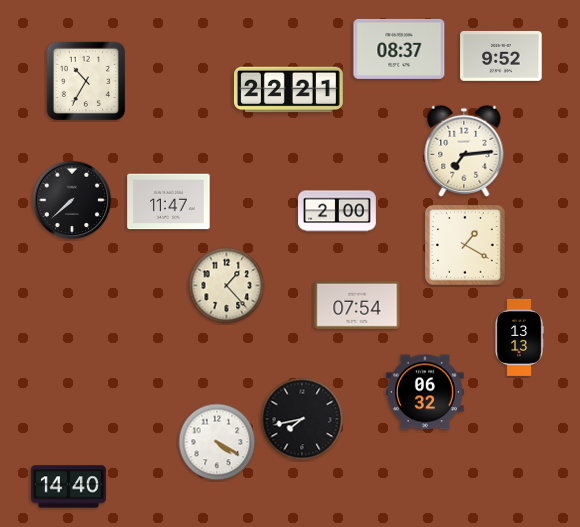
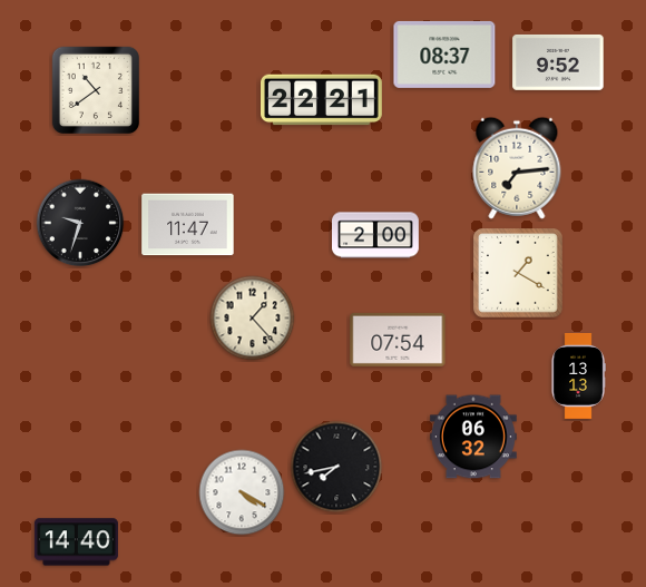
clock at (86, 81): 10:35 -> 10:39
clock at (72, 200): 7:38 -> 9:33
